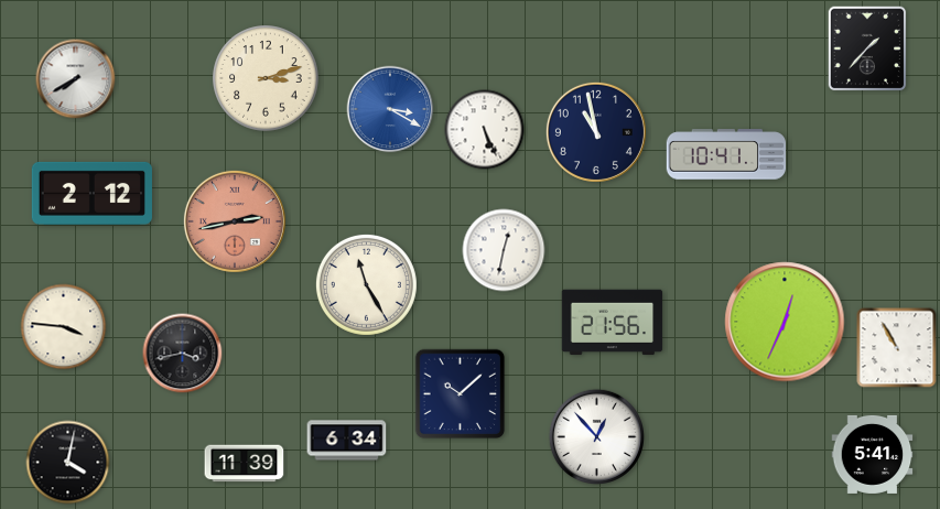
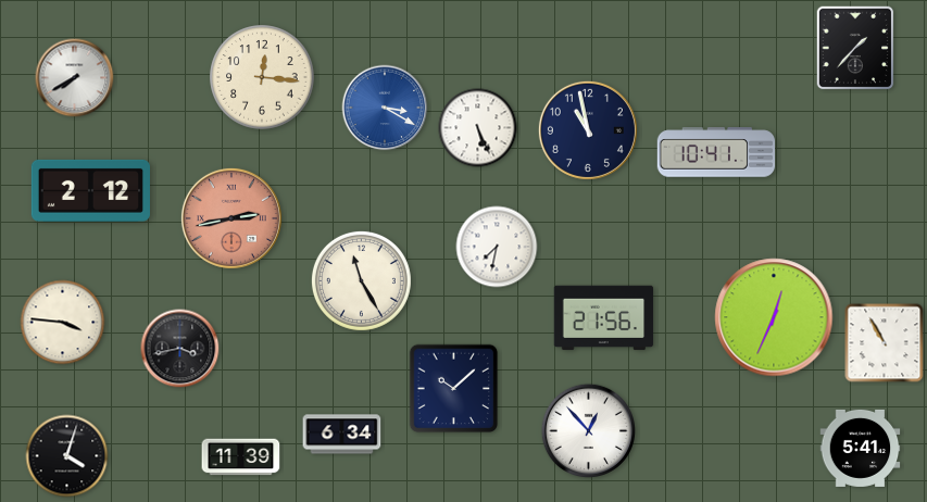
clock at (266, 78): 3:12 -> 12:16
clock at (504, 250): 12:32 -> 7:32
clock at (68, 463): 4:02 -> 4:03
